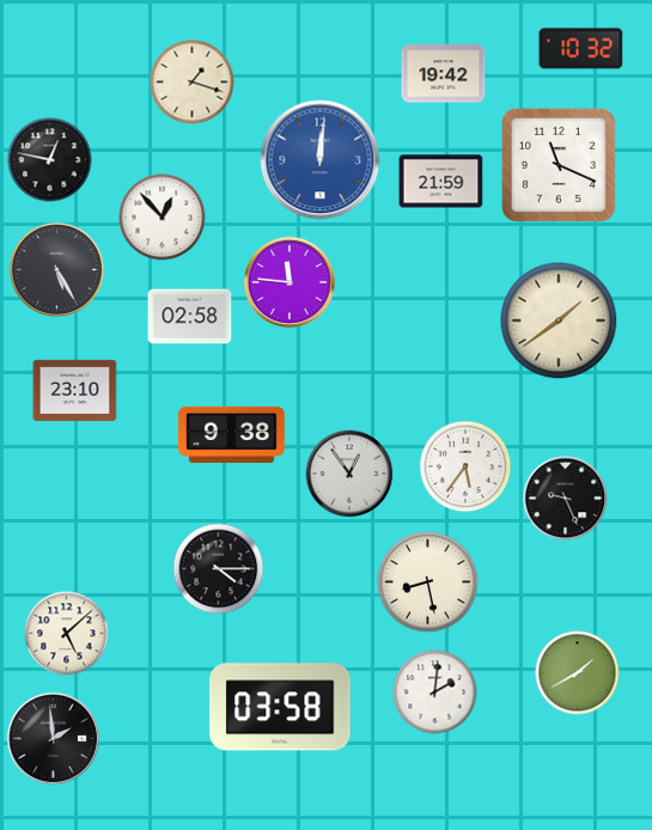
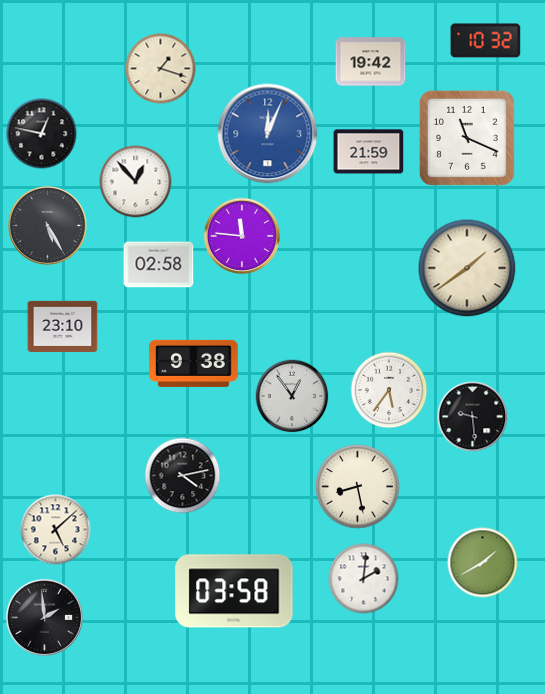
clock at (321, 160): 12:01 -> 12:04
clock at (566, 499): 9:26 -> 9:29
clock at (219, 569): 4:15 -> 4:13
